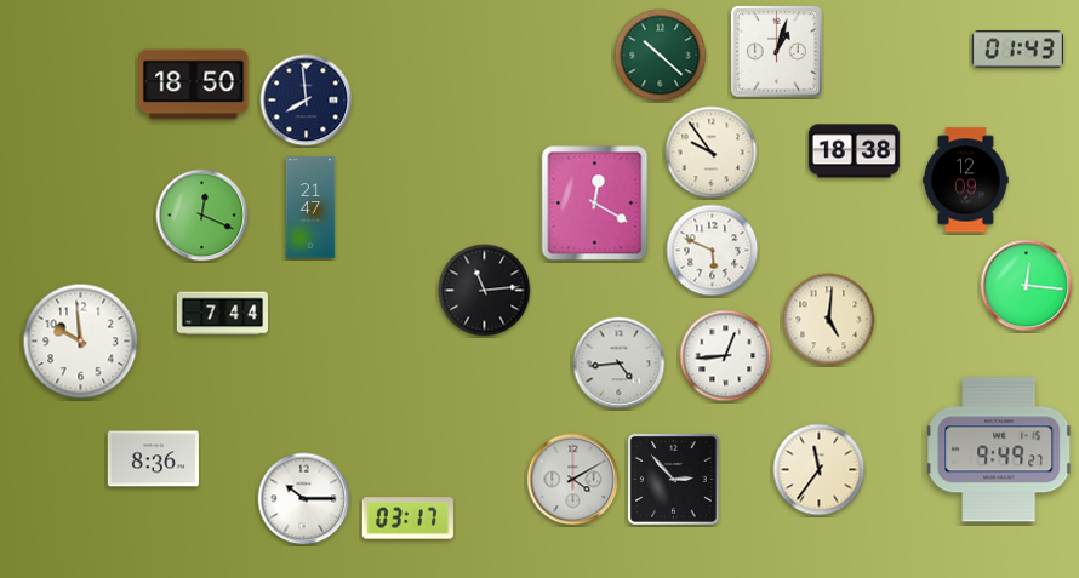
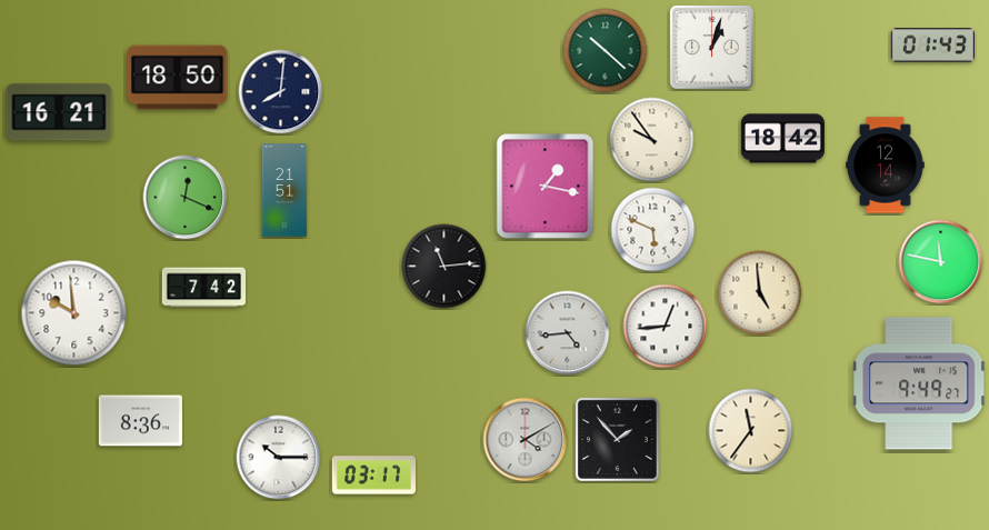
clock at (307, 101): 7:59 -> 8:01
clock at (59, 112): none -> 16:21
clock at (854, 151): 18:38 -> 18:42
clock at (966, 181): 12:09 -> 12:14
clock at (595, 204): 12:20 -> 1:17
clock at (310, 207): 21:47 -> 21:51
clock at (1027, 286): 12:16 -> 11:47
clock at (222, 314): 7:44 -> 7:42
clock at (829, 320): 5:01 -> 4:59
clock at (1000, 450) position: (1000, 450) -> (920, 383)
clock at (673, 479): 2:53 -> 1:53
